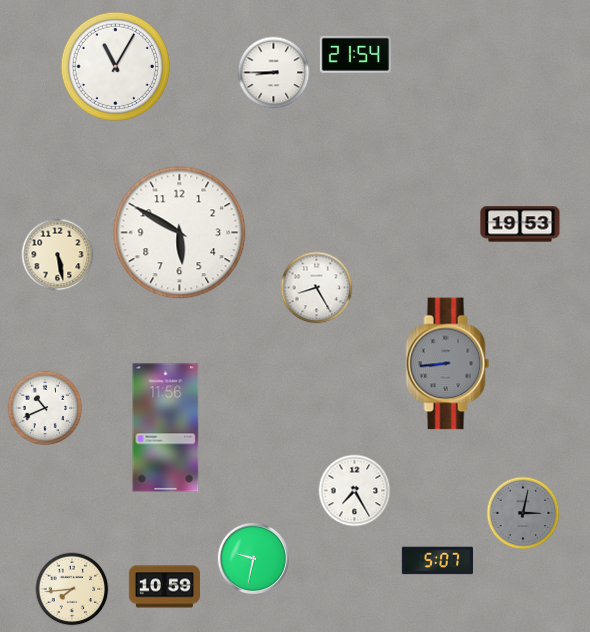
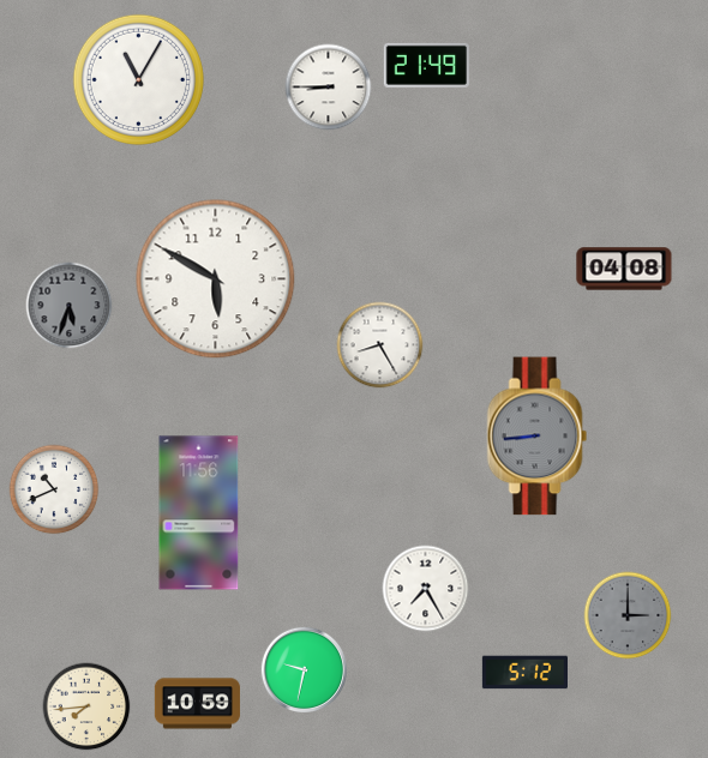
clock at (355, 54): 21:54 -> 21:49
clock at (520, 224): 19:53 -> 04:08
clock at (58, 255): 5:28 -> 5:33
clock at (58, 255) dial: cream -> grey
clock at (523, 513): 3:02 -> 3:00
clock at (437, 561): 5:07 -> 5:12
